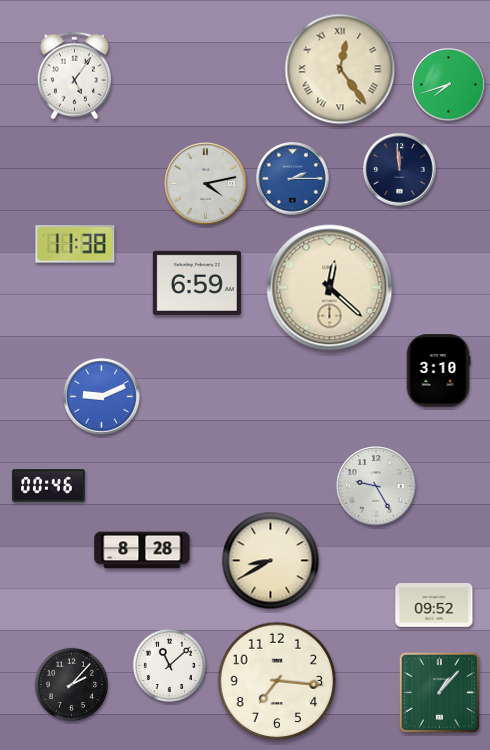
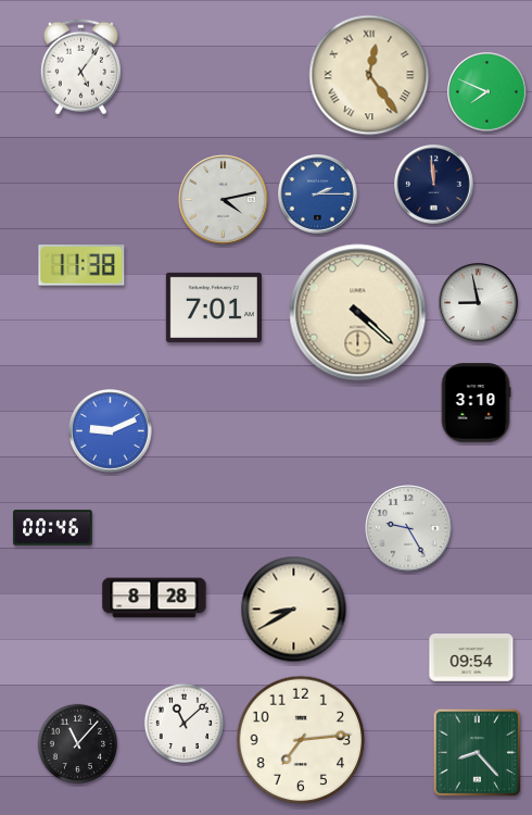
clock at (74, 76) position: (74, 76) -> (80, 67)
clock at (449, 85): 7:42 -> 7:49
clock at (479, 303): none -> 8:58
clock at (197, 283): 6:59 -> 7:01
clock at (330, 288): 12:22 -> 4:22
clock at (434, 606): 09:52 -> 09:54
clock at (277, 681): 7:16 -> 7:14
clock at (71, 684): 2:07 -> 11:07
clock at (440, 693): 1:07 -> 8:23
